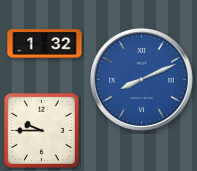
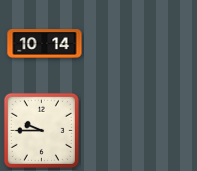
clock at (45, 44): 1:32 -> 10:14
clock at (141, 79): 8:11 -> none
